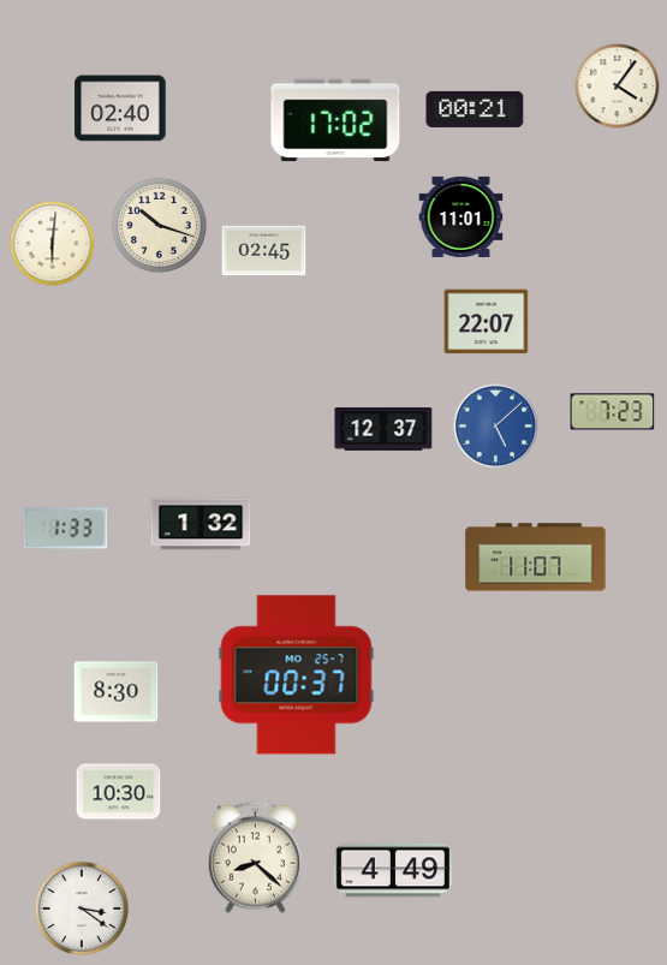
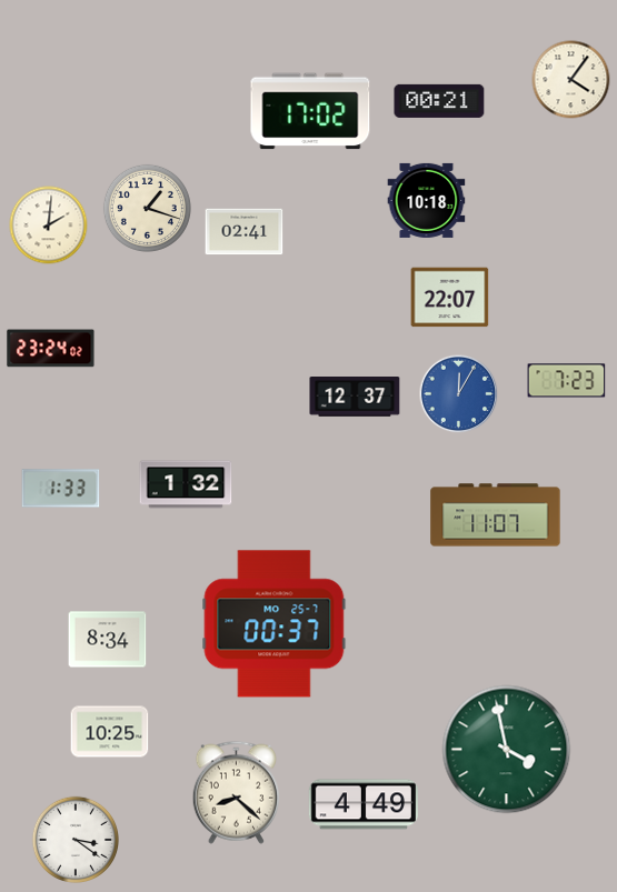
clock at (120, 108): 02:40 -> none
clock at (461, 216): 11:01 -> 10:18
clock at (159, 225): 10:18 -> 1:18
clock at (53, 244): 6:01 -> 2:01
clock at (264, 251): 02:45 -> 02:41
clock at (51, 349): none -> 23:24
clock at (496, 427): 5:08 -> 12:05
clock at (117, 692): 8:30 -> 8:34
clock at (119, 792): 10:30 -> 10:25
clock at (507, 750): none -> 3:58
